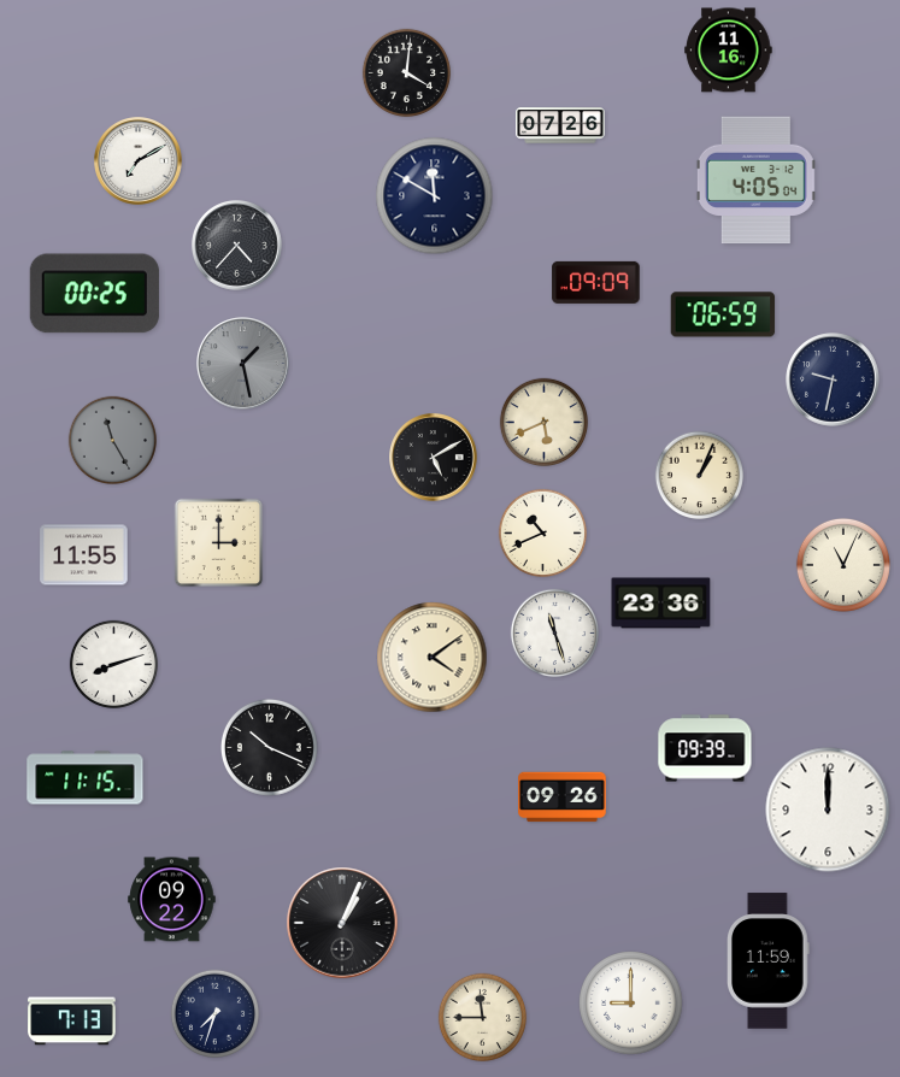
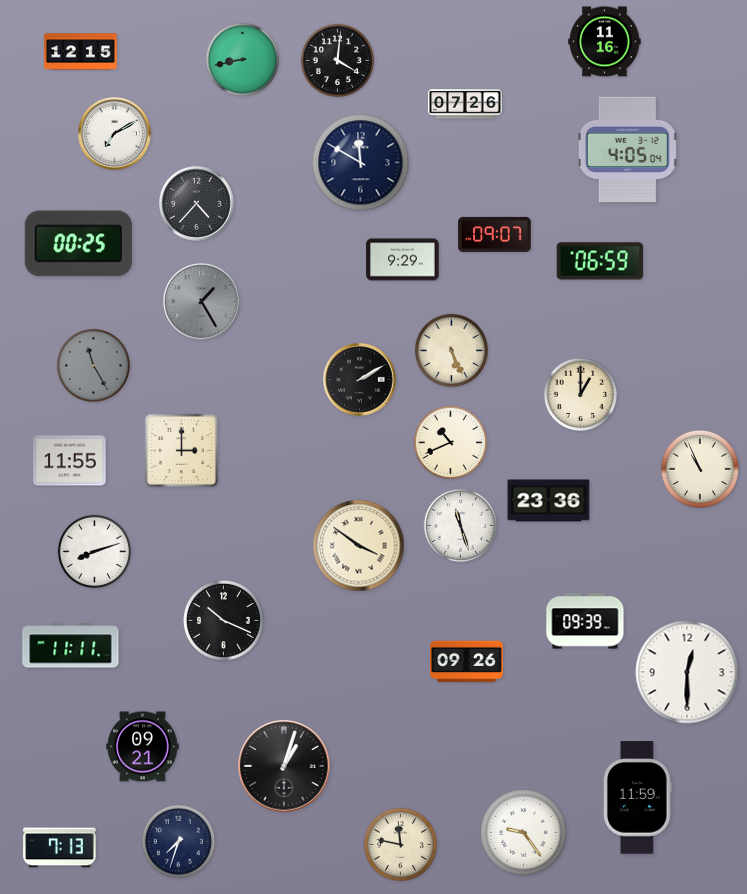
clock at (81, 52): none -> 12:15
clock at (243, 60): none -> 8:43
clock at (596, 282): 09:09 -> 09:07
clock at (403, 260): none -> 9:29
clock at (243, 364): 1:28 -> 1:25
clock at (833, 379): 9:32 -> none
clock at (545, 423): 5:41 -> 5:26
clock at (434, 458): 5:10 -> 2:10
clock at (700, 476): 1:04 -> 1:00
clock at (843, 565): 11:04 -> 10:56
clock at (433, 658): 4:09 -> 3:51
clock at (86, 778): 11:15 -> 11:11
clock at (828, 810): 12:00 -> 12:30
clock at (172, 900): 09:22 -> 09:21
clock at (342, 923): 1:04 -> 1:03
clock at (631, 1004): 9:00 -> 9:24
clock at (483, 1018): 11:45 -> 11:47
